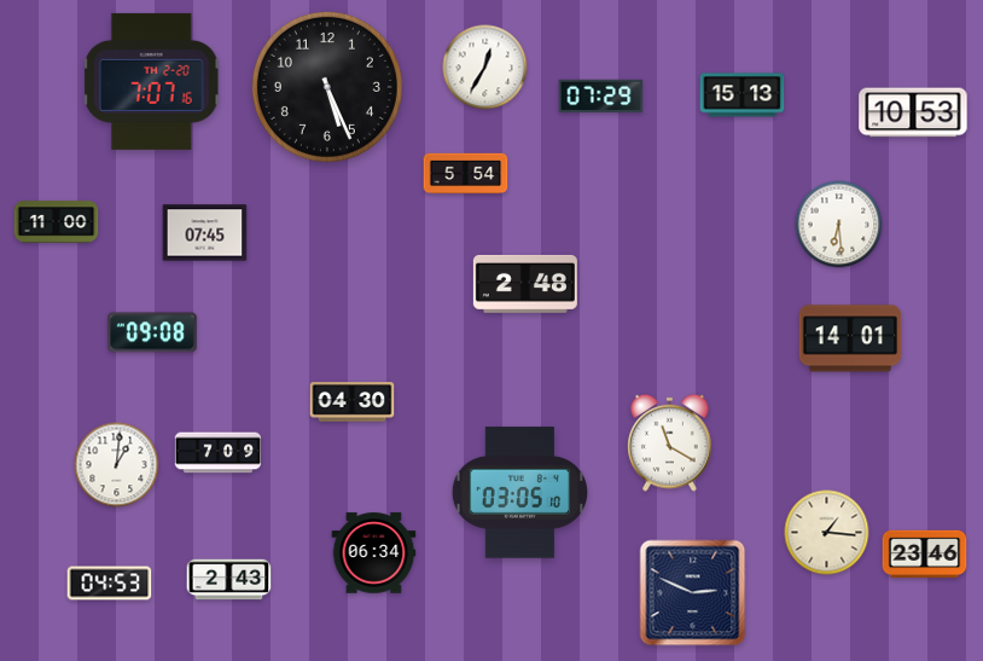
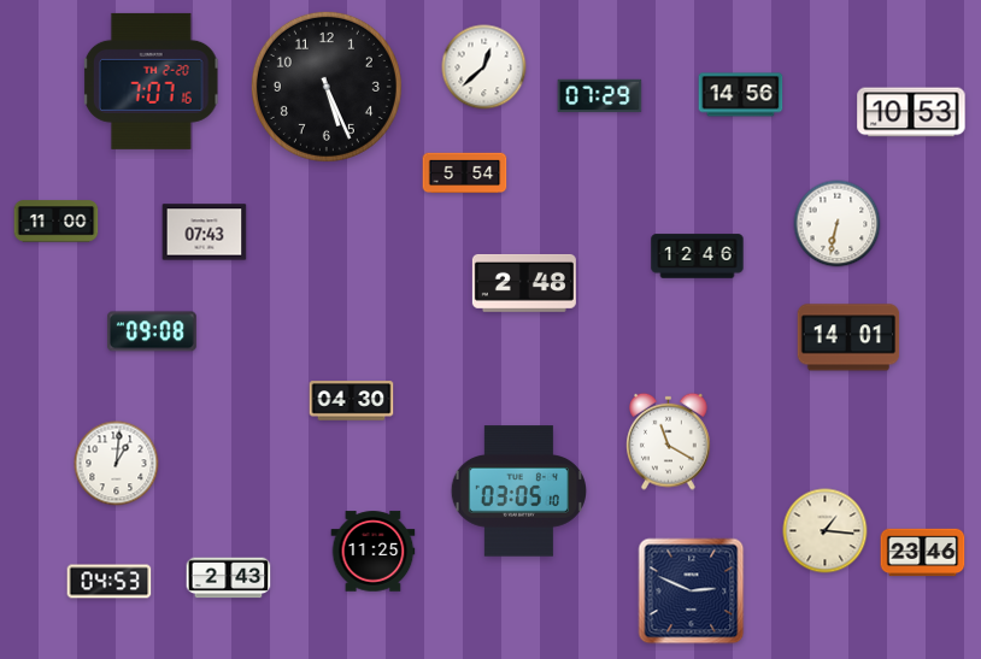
clock at (485, 68): 12:35 -> 12:38
clock at (743, 95): 15:13 -> 14:56
clock at (839, 225): 6:29 -> 6:32
clock at (205, 233): 07:45 -> 07:43
clock at (698, 257): none -> 12:46
clock at (219, 453): 7:09 -> none
clock at (374, 553): 06:34 -> 11:25
